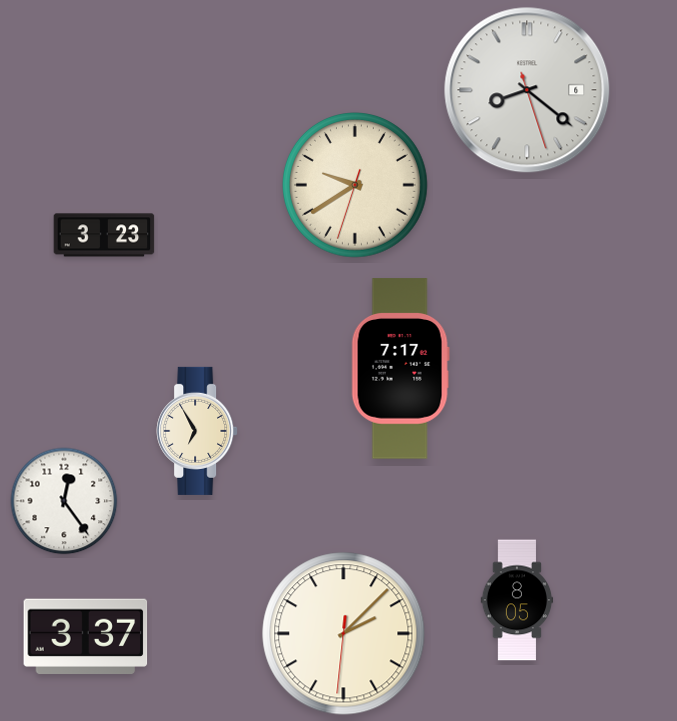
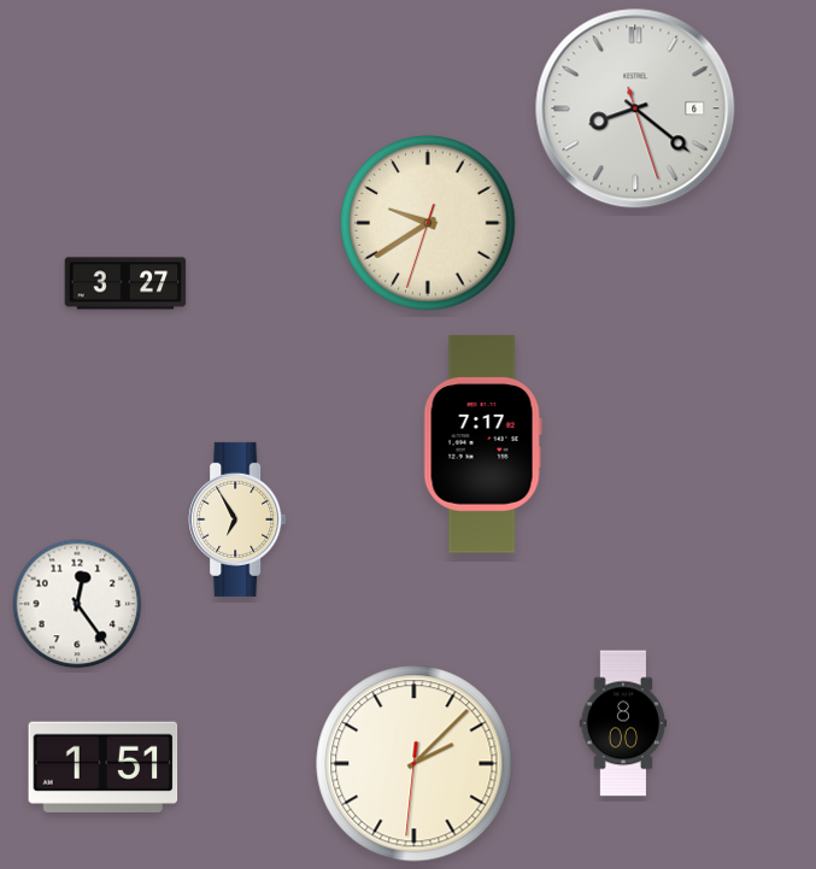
clock at (104, 235): 3:23 -> 3:27
clock at (517, 600): 8:05 -> 8:00
clock at (86, 637): 3:37 -> 1:51
